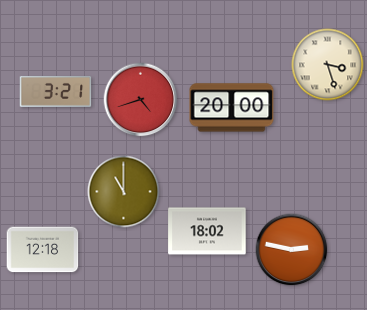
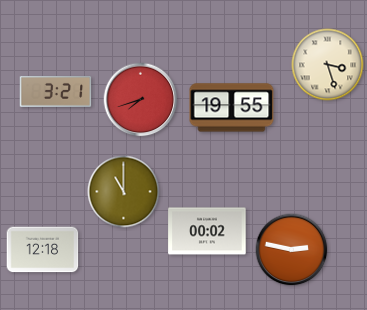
clock at (141, 100): 4:42 -> 7:42
clock at (232, 108): 20:00 -> 19:55
clock at (207, 231): 18:02 -> 00:02
